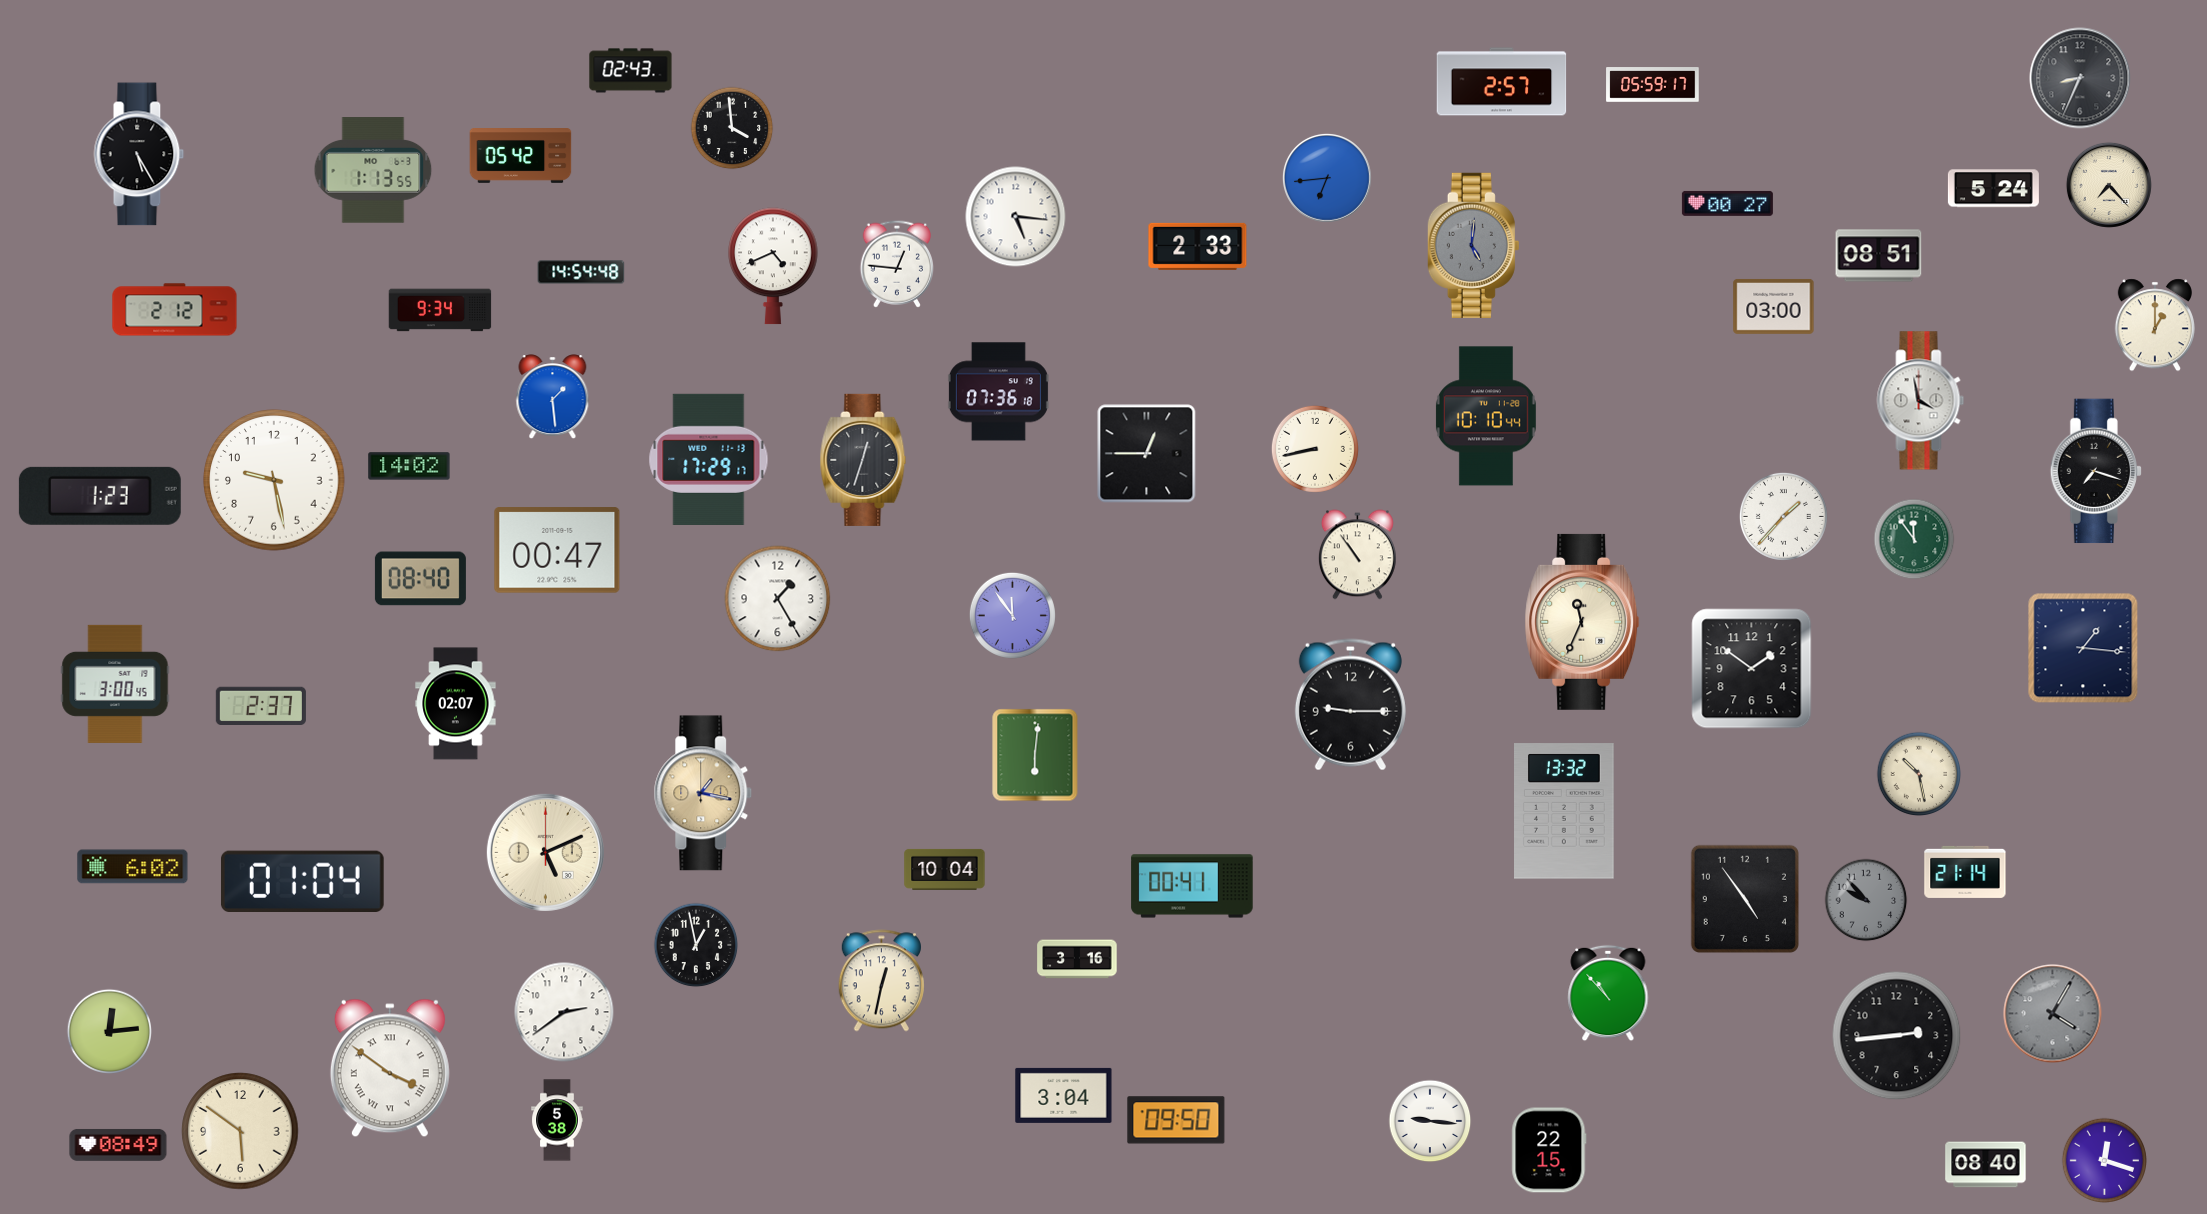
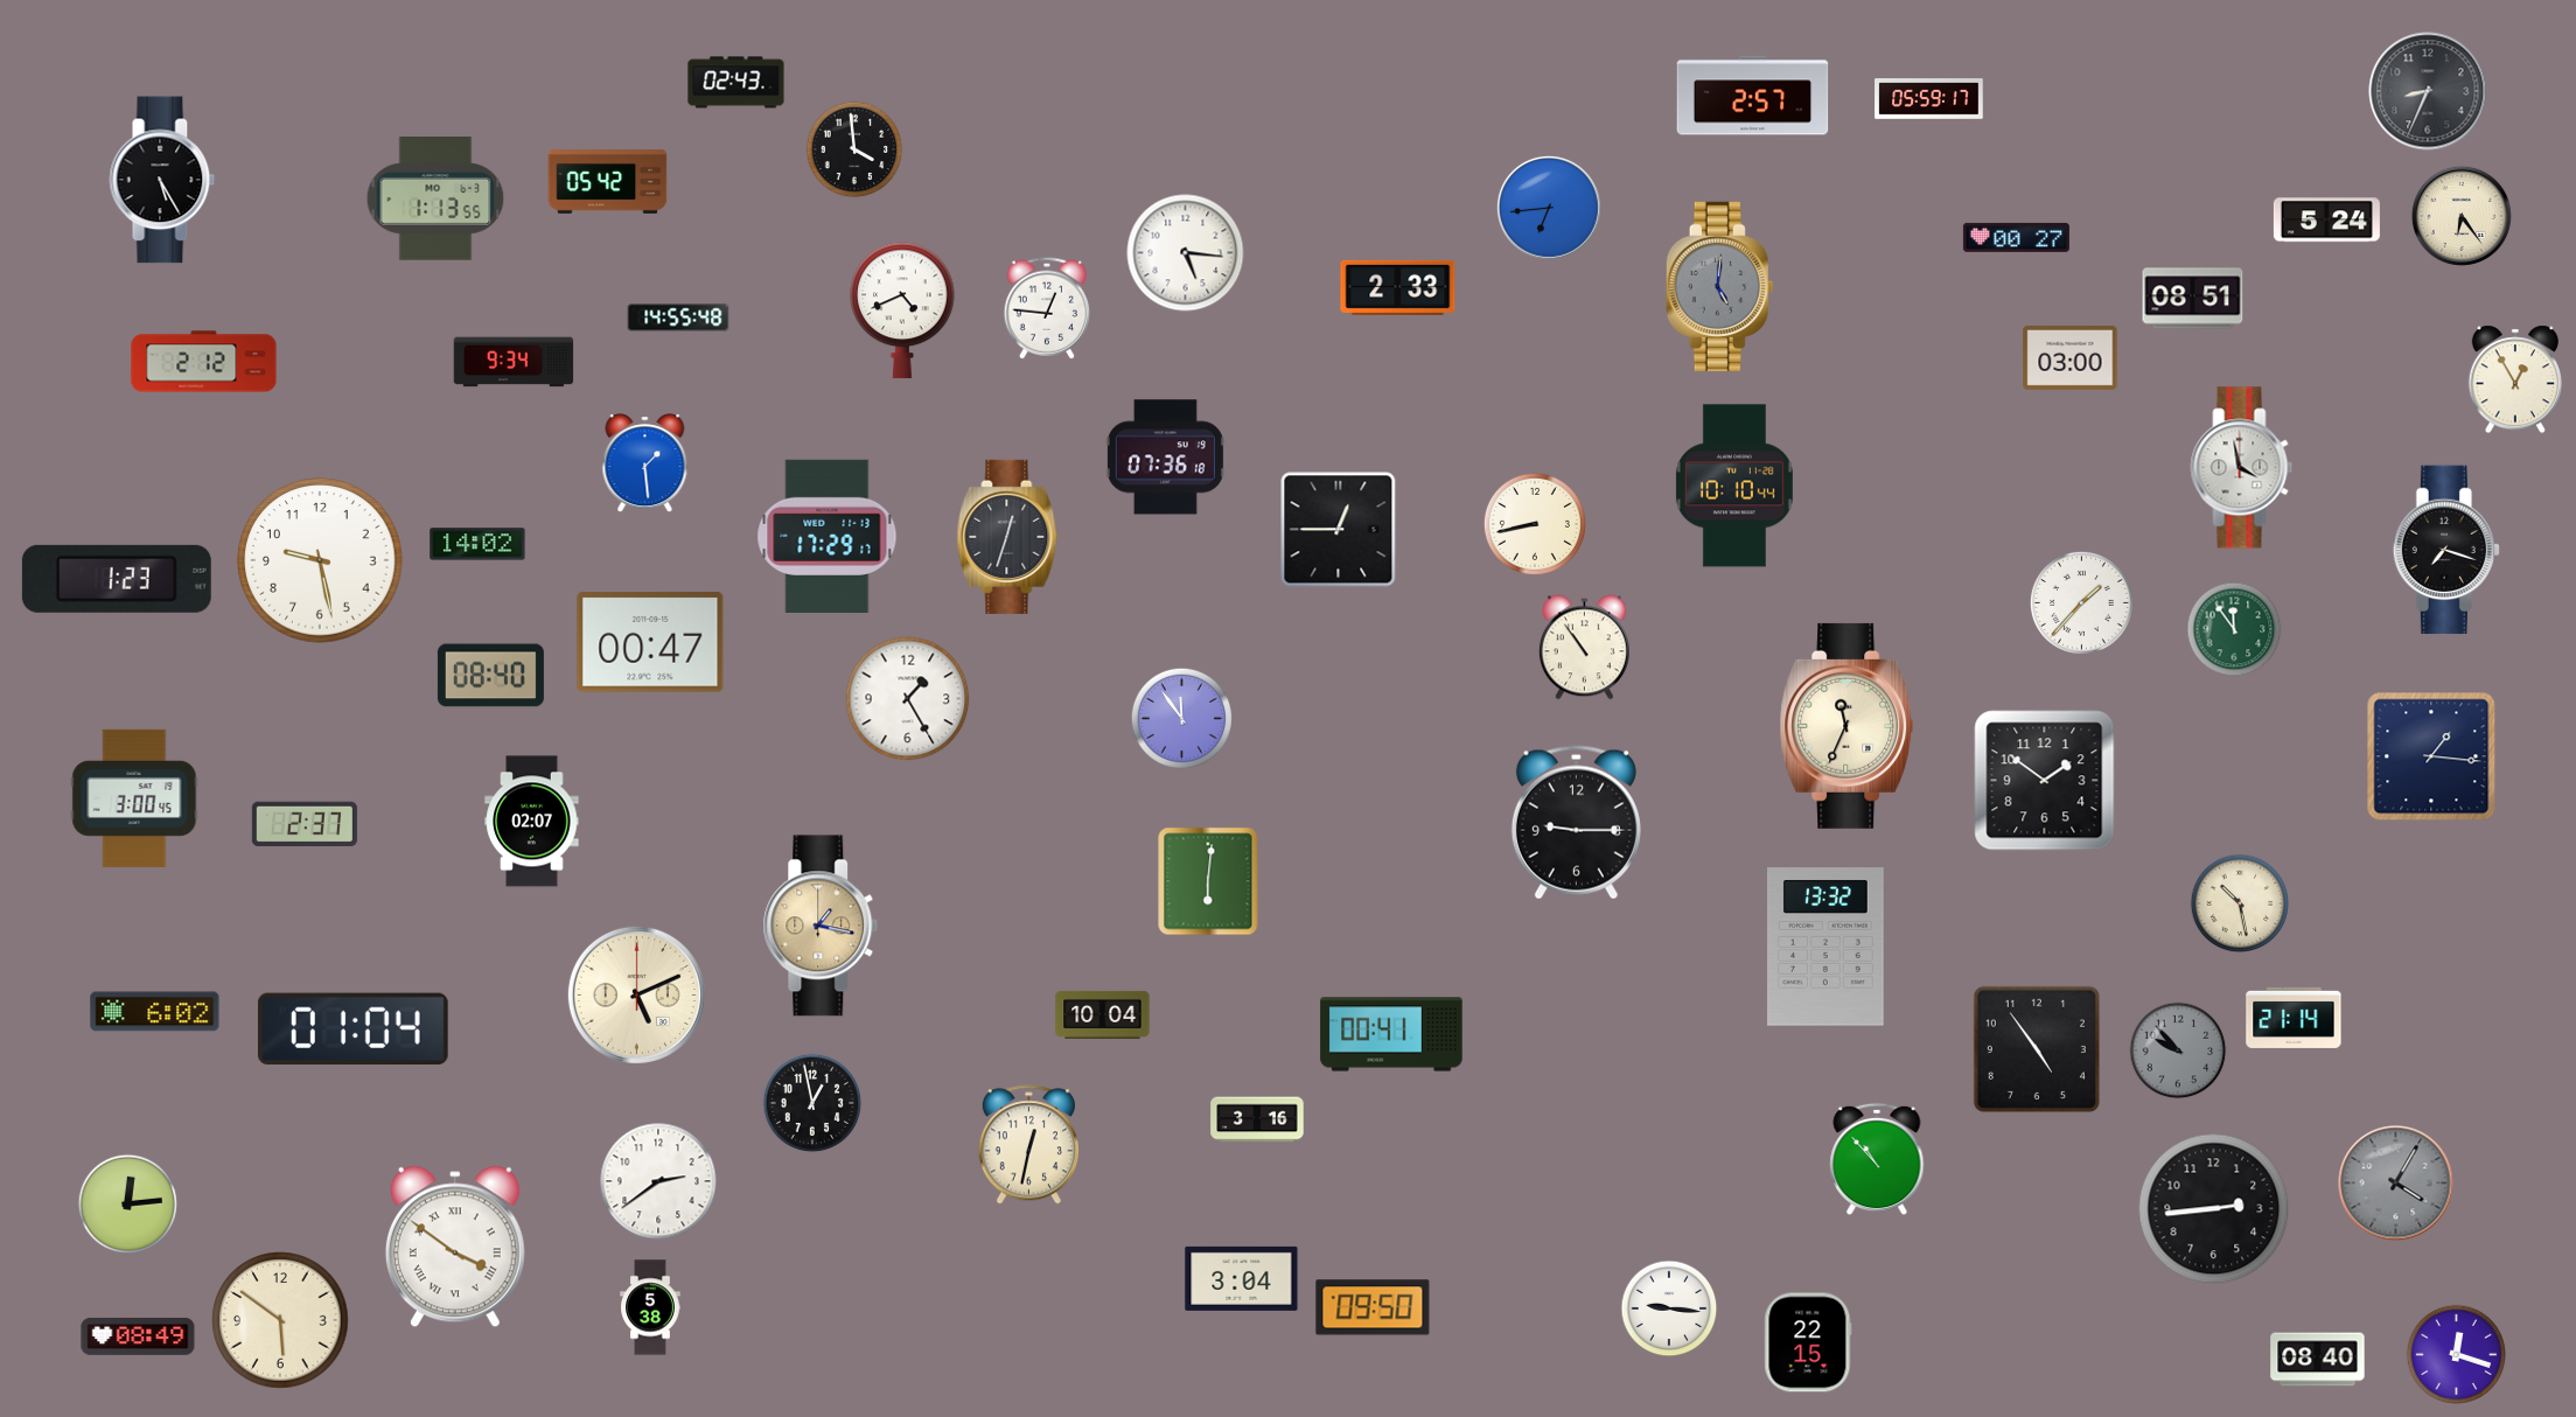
clock at (2109, 185): 7:23 -> 6:24
clock at (581, 272): 14:54 -> 14:55
clock at (2155, 325): 1:00 -> 12:55
